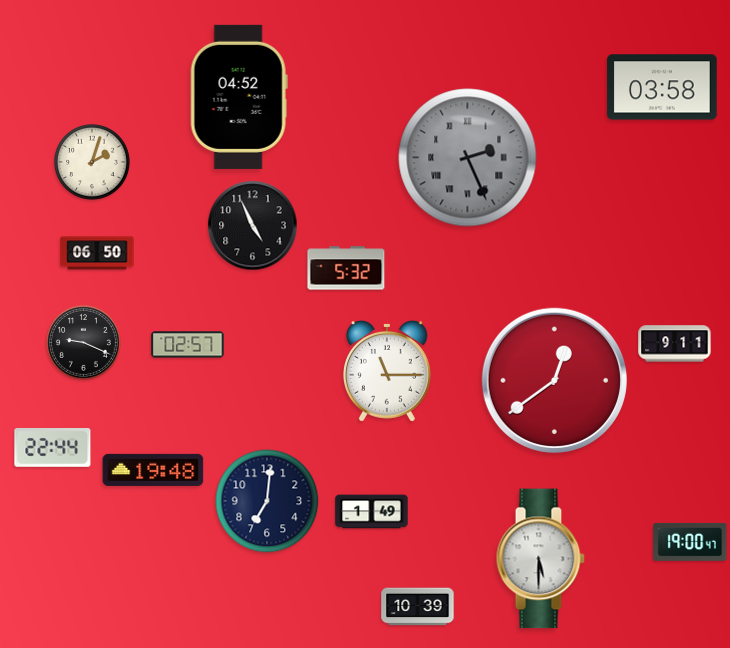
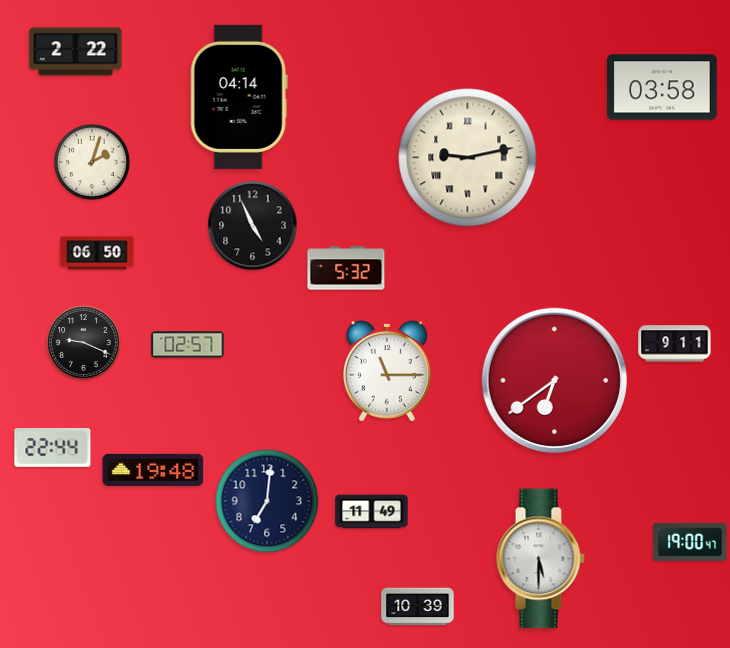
clock at (76, 52): none -> 2:22
clock at (239, 97): 04:52 -> 04:14
clock at (468, 158): 2:26 -> 9:13
clock at (468, 158) dial: grey -> cream
clock at (554, 380): 12:39 -> 6:39
clock at (372, 512): 1:49 -> 11:49
